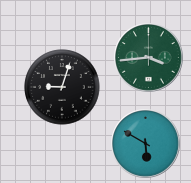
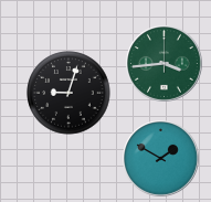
clock at (62, 87) position: (62, 87) -> (68, 93)
clock at (146, 144): 5:50 -> 1:50
